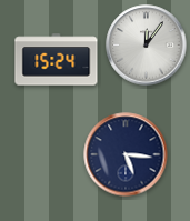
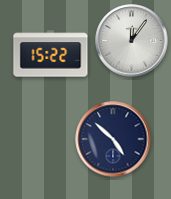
clock at (57, 60): 15:24 -> 15:22
clock at (126, 154): 5:16 -> 4:52
